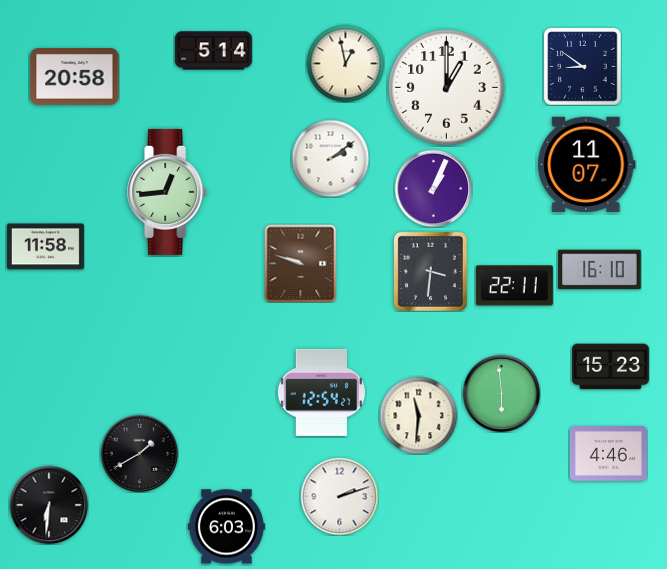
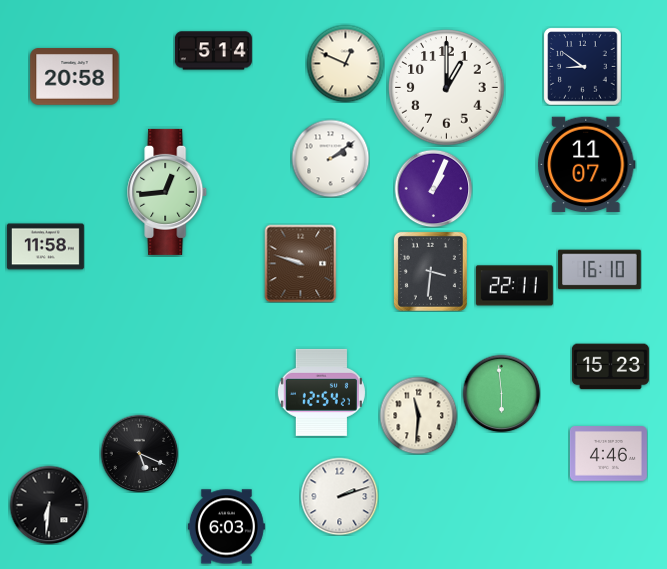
clock at (345, 63): 12:58 -> 12:49
clock at (139, 453): 1:40 -> 5:19
